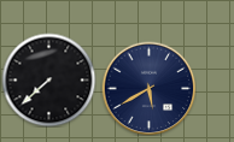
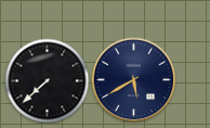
clock at (48, 79) position: (48, 79) -> (47, 80)
